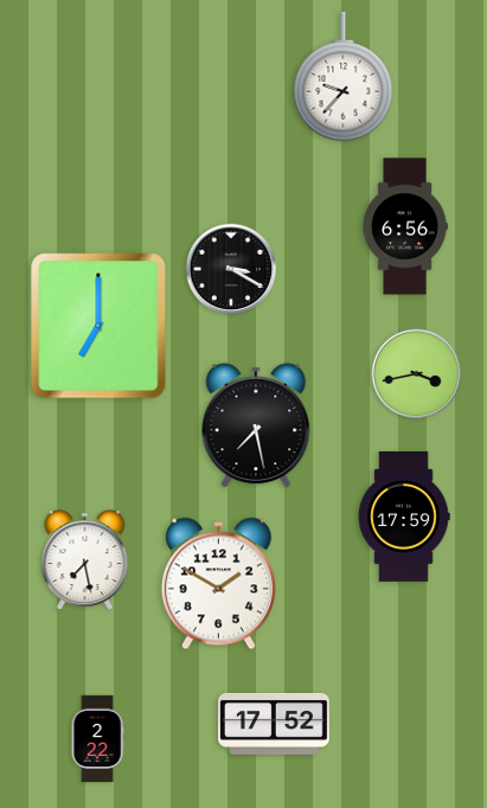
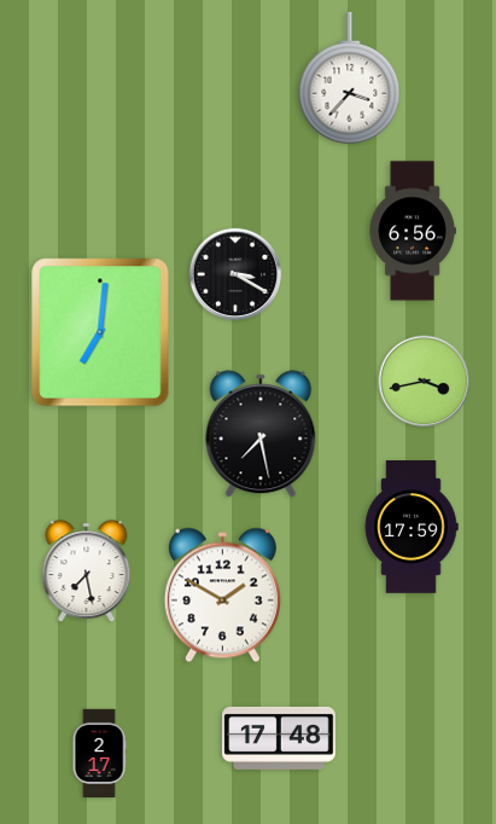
clock at (344, 77): 9:37 -> 3:37
clock at (98, 326): 7:00 -> 7:01
clock at (274, 724): 17:52 -> 17:48
clock at (97, 739): 2:22 -> 2:17
